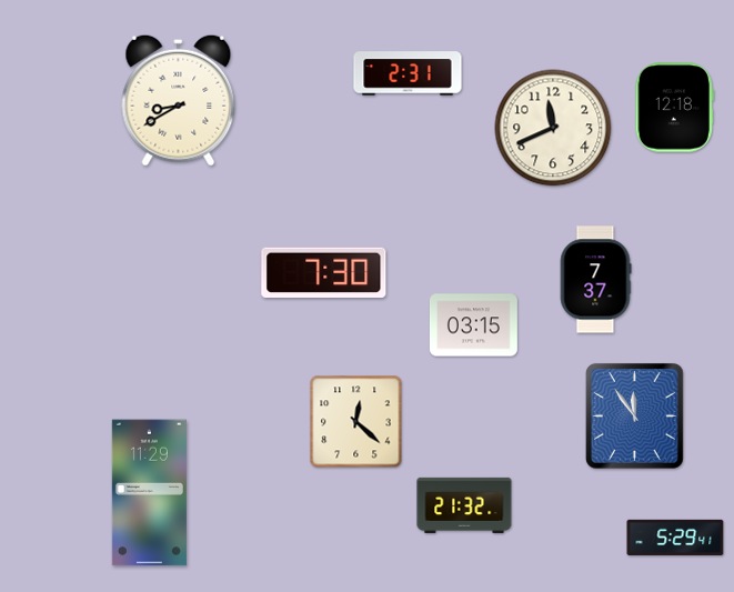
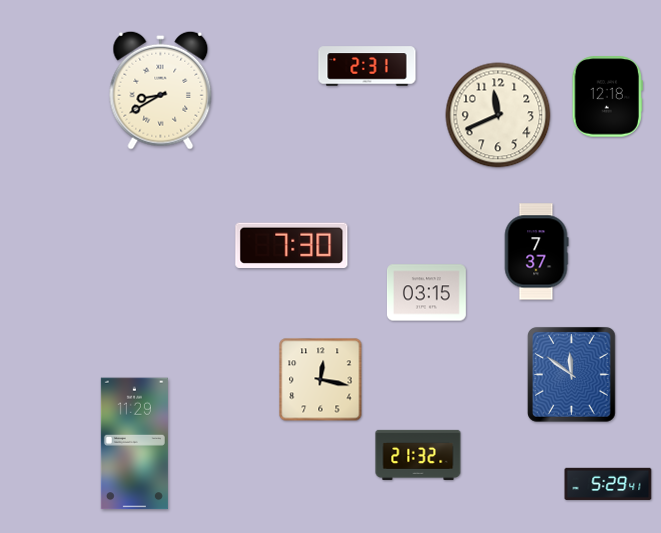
clock at (634, 415): 11:54 -> 11:51
clock at (356, 422): 12:22 -> 12:17
